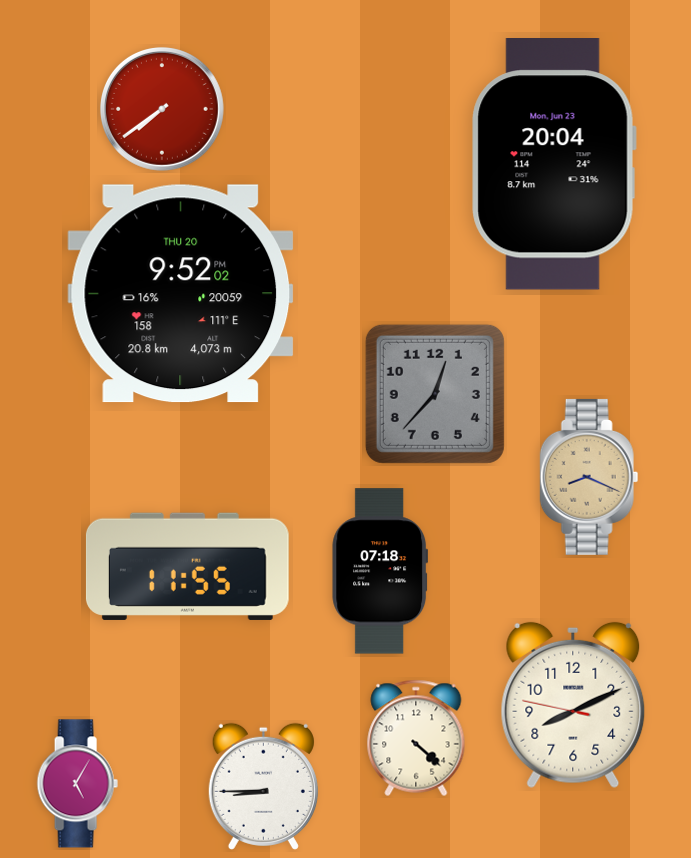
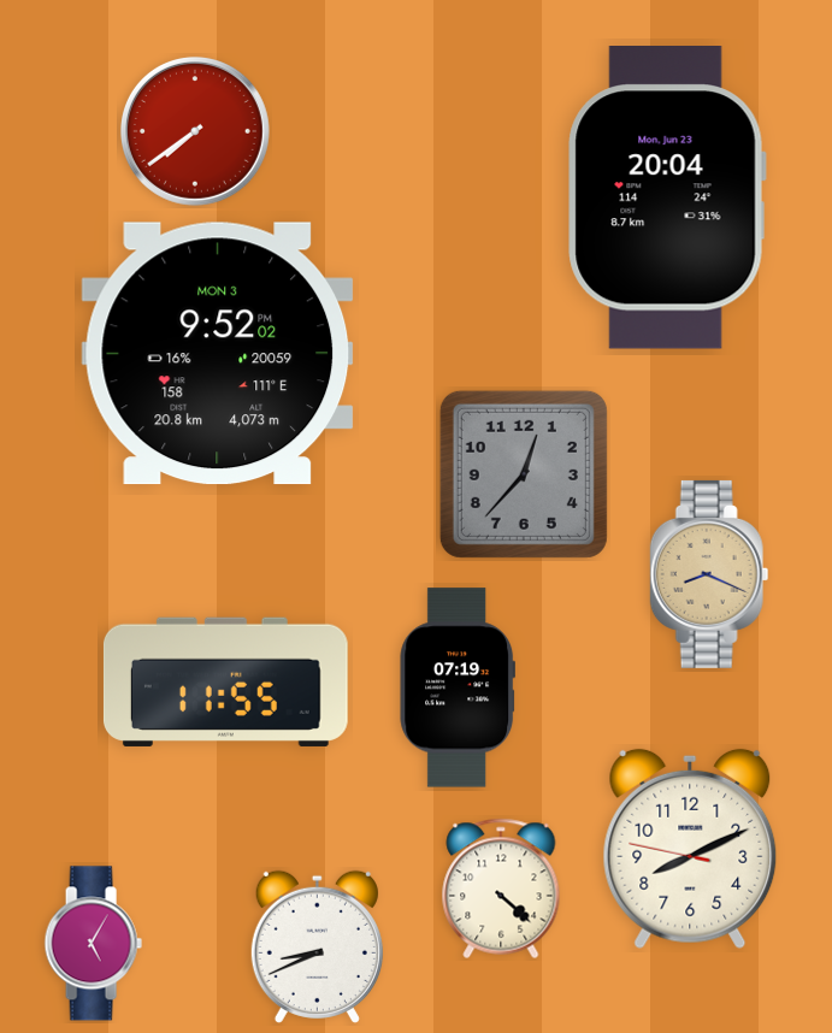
clock at (181, 294) date: THU 20 -> MON 3
clock at (379, 571): 07:18 -> 07:19
clock at (263, 786): 8:45 -> 8:41
